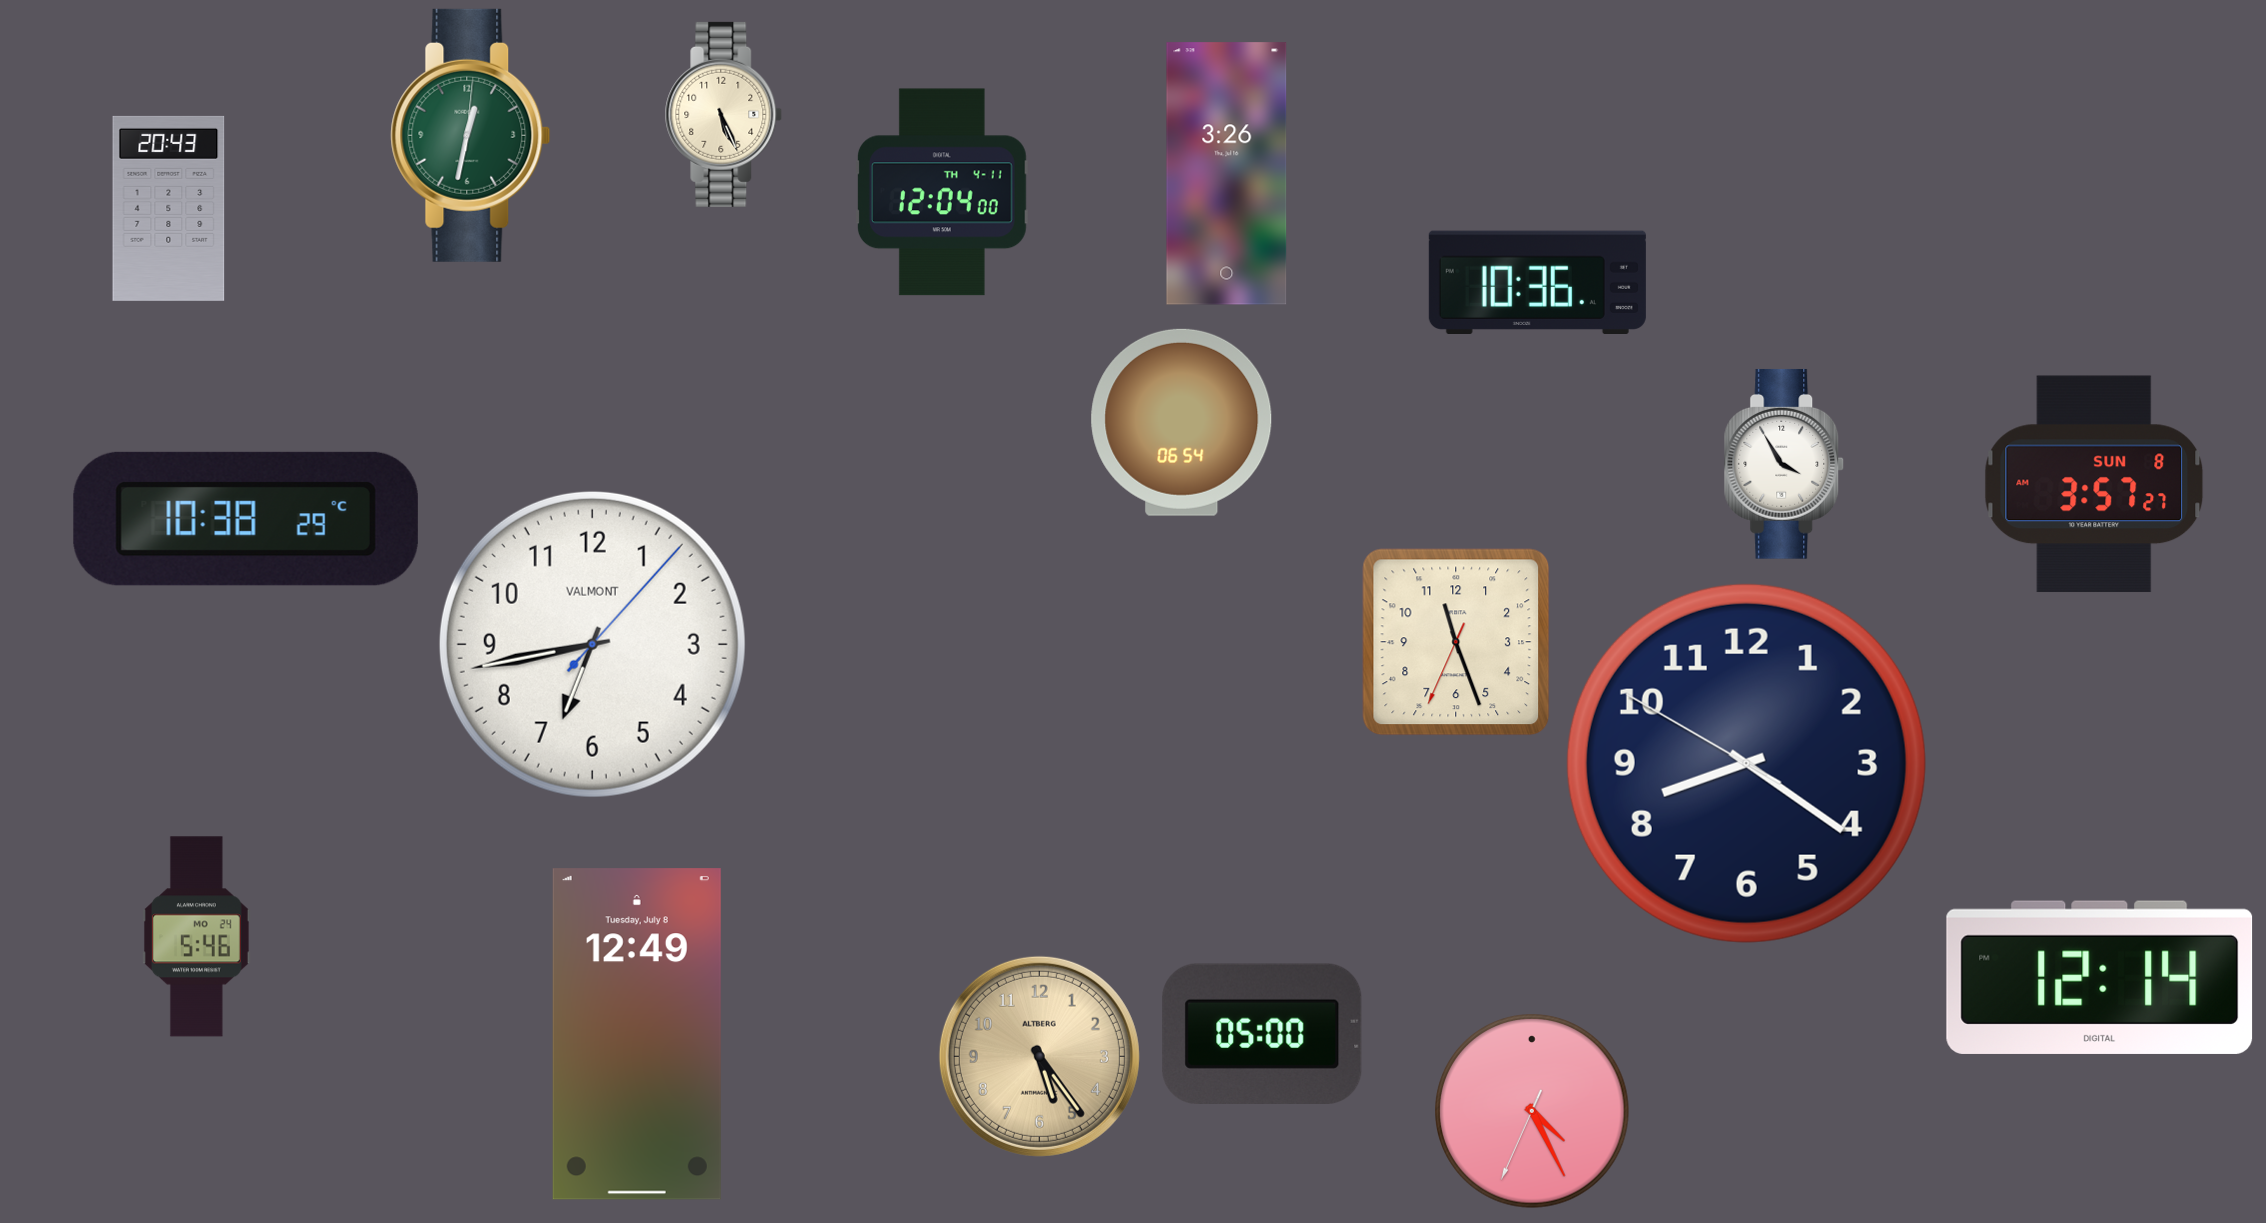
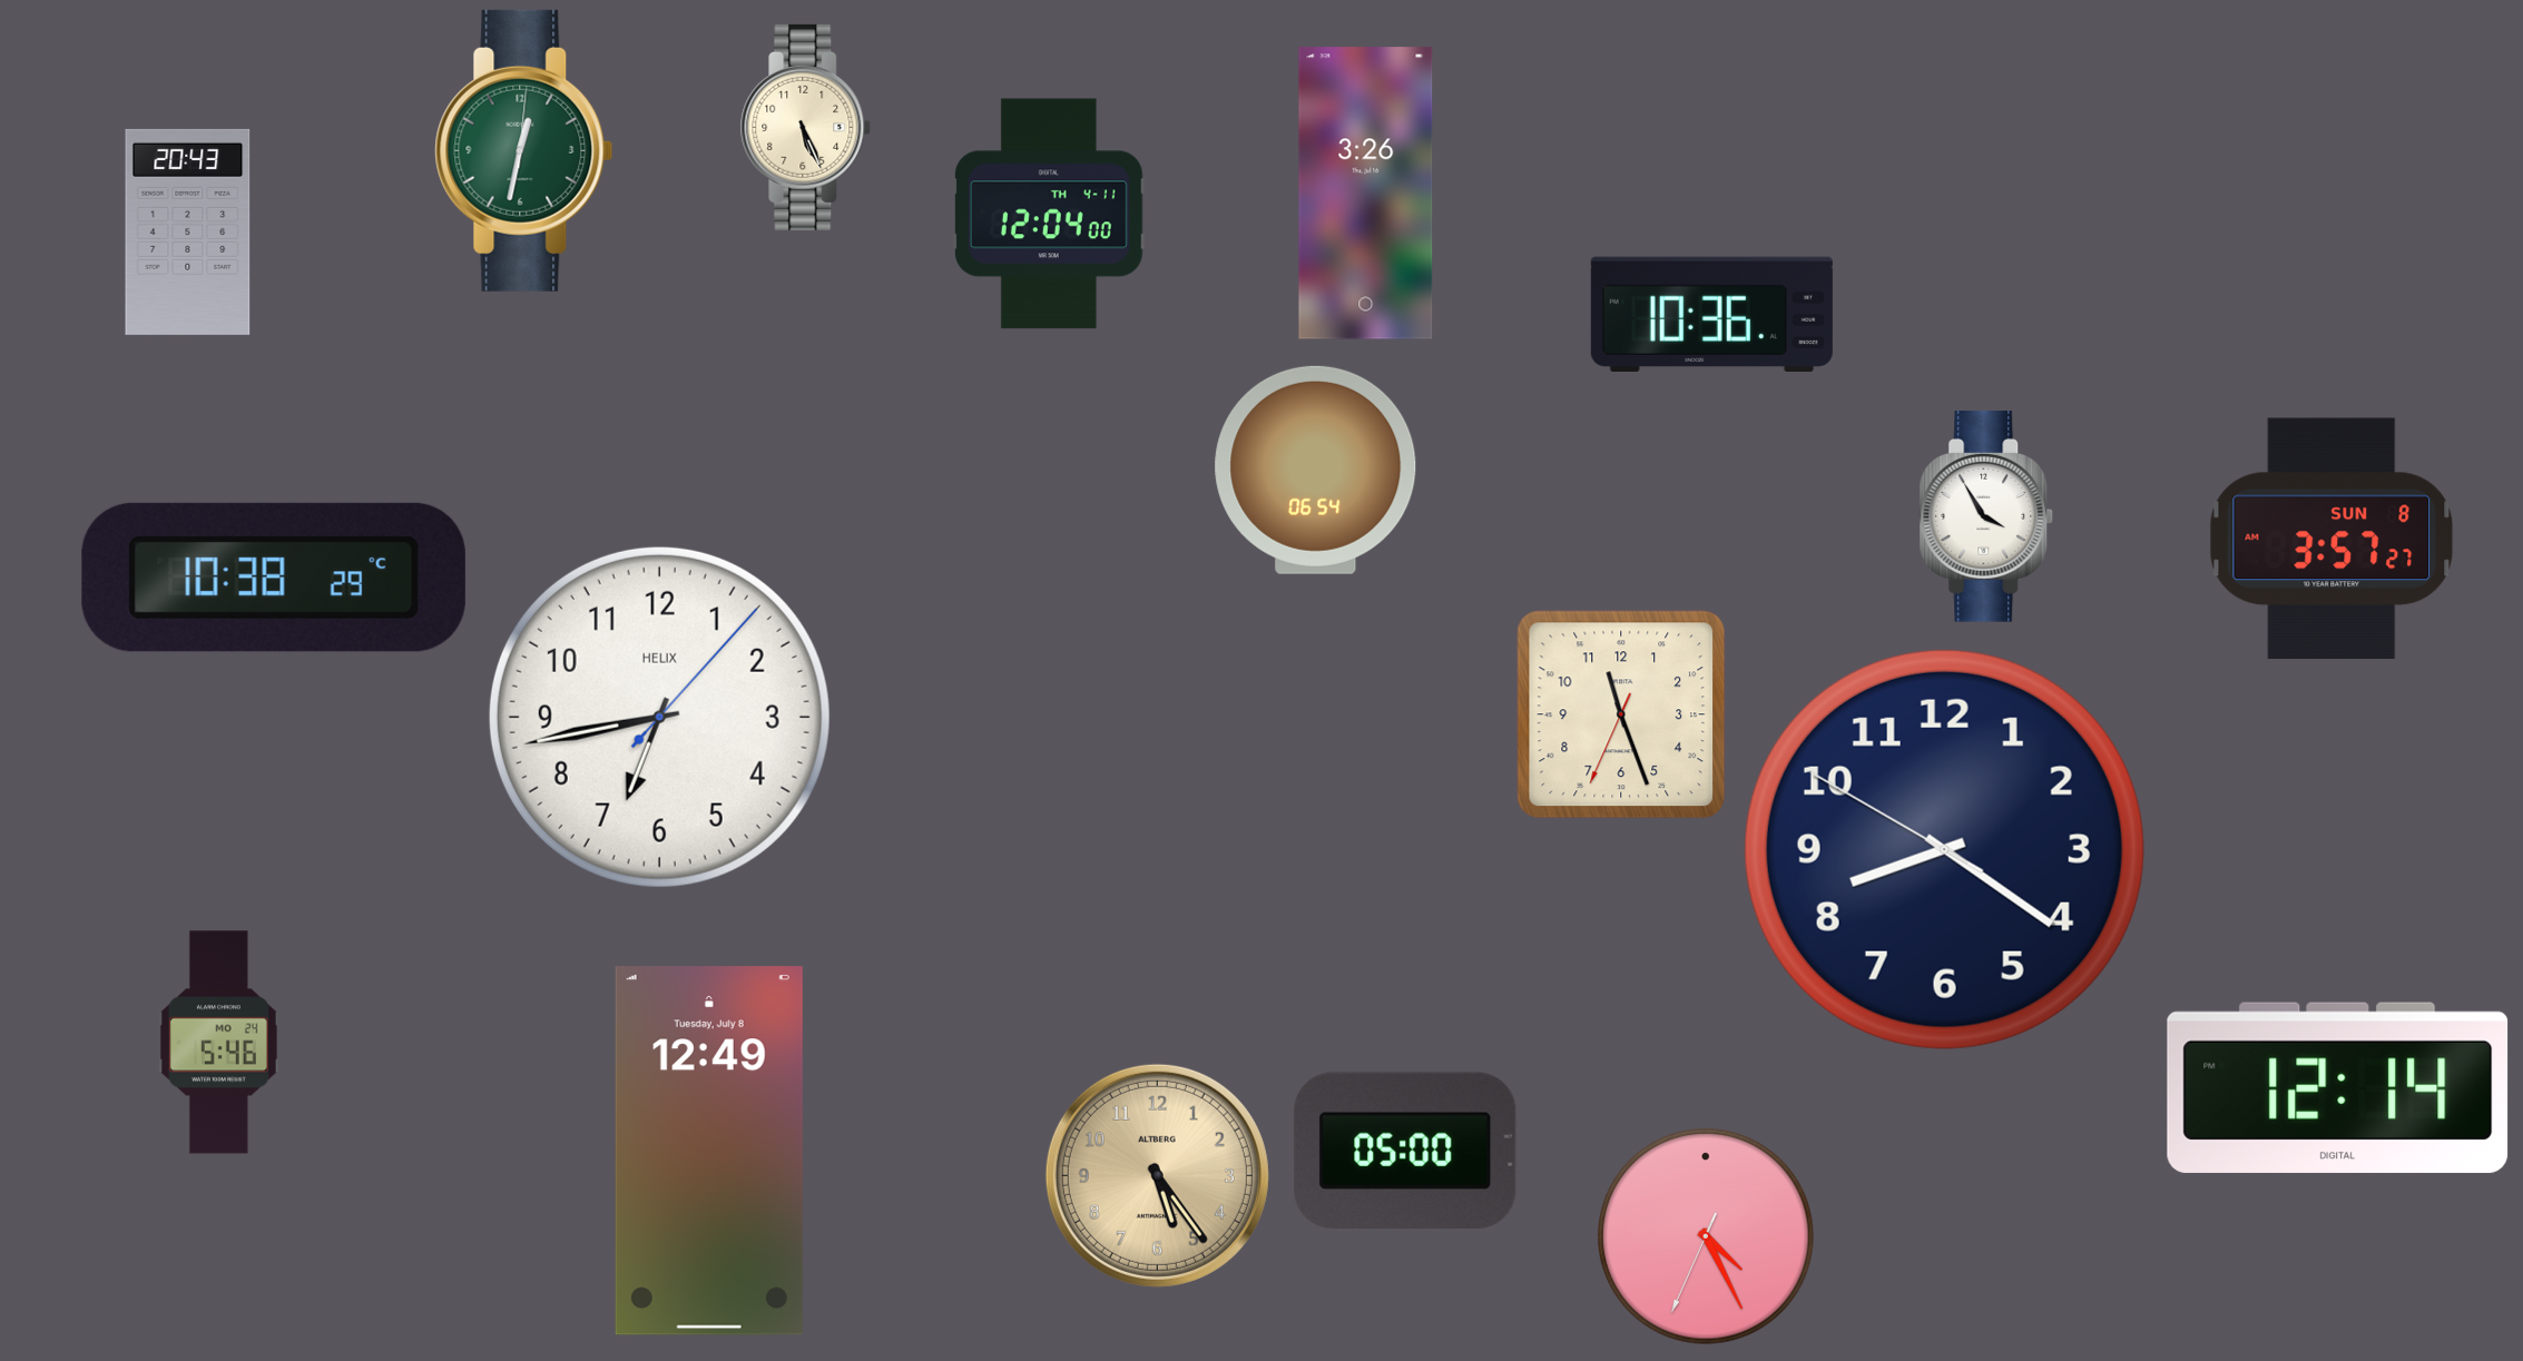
clock at (592, 644) brand: VALMONT -> HELIX
